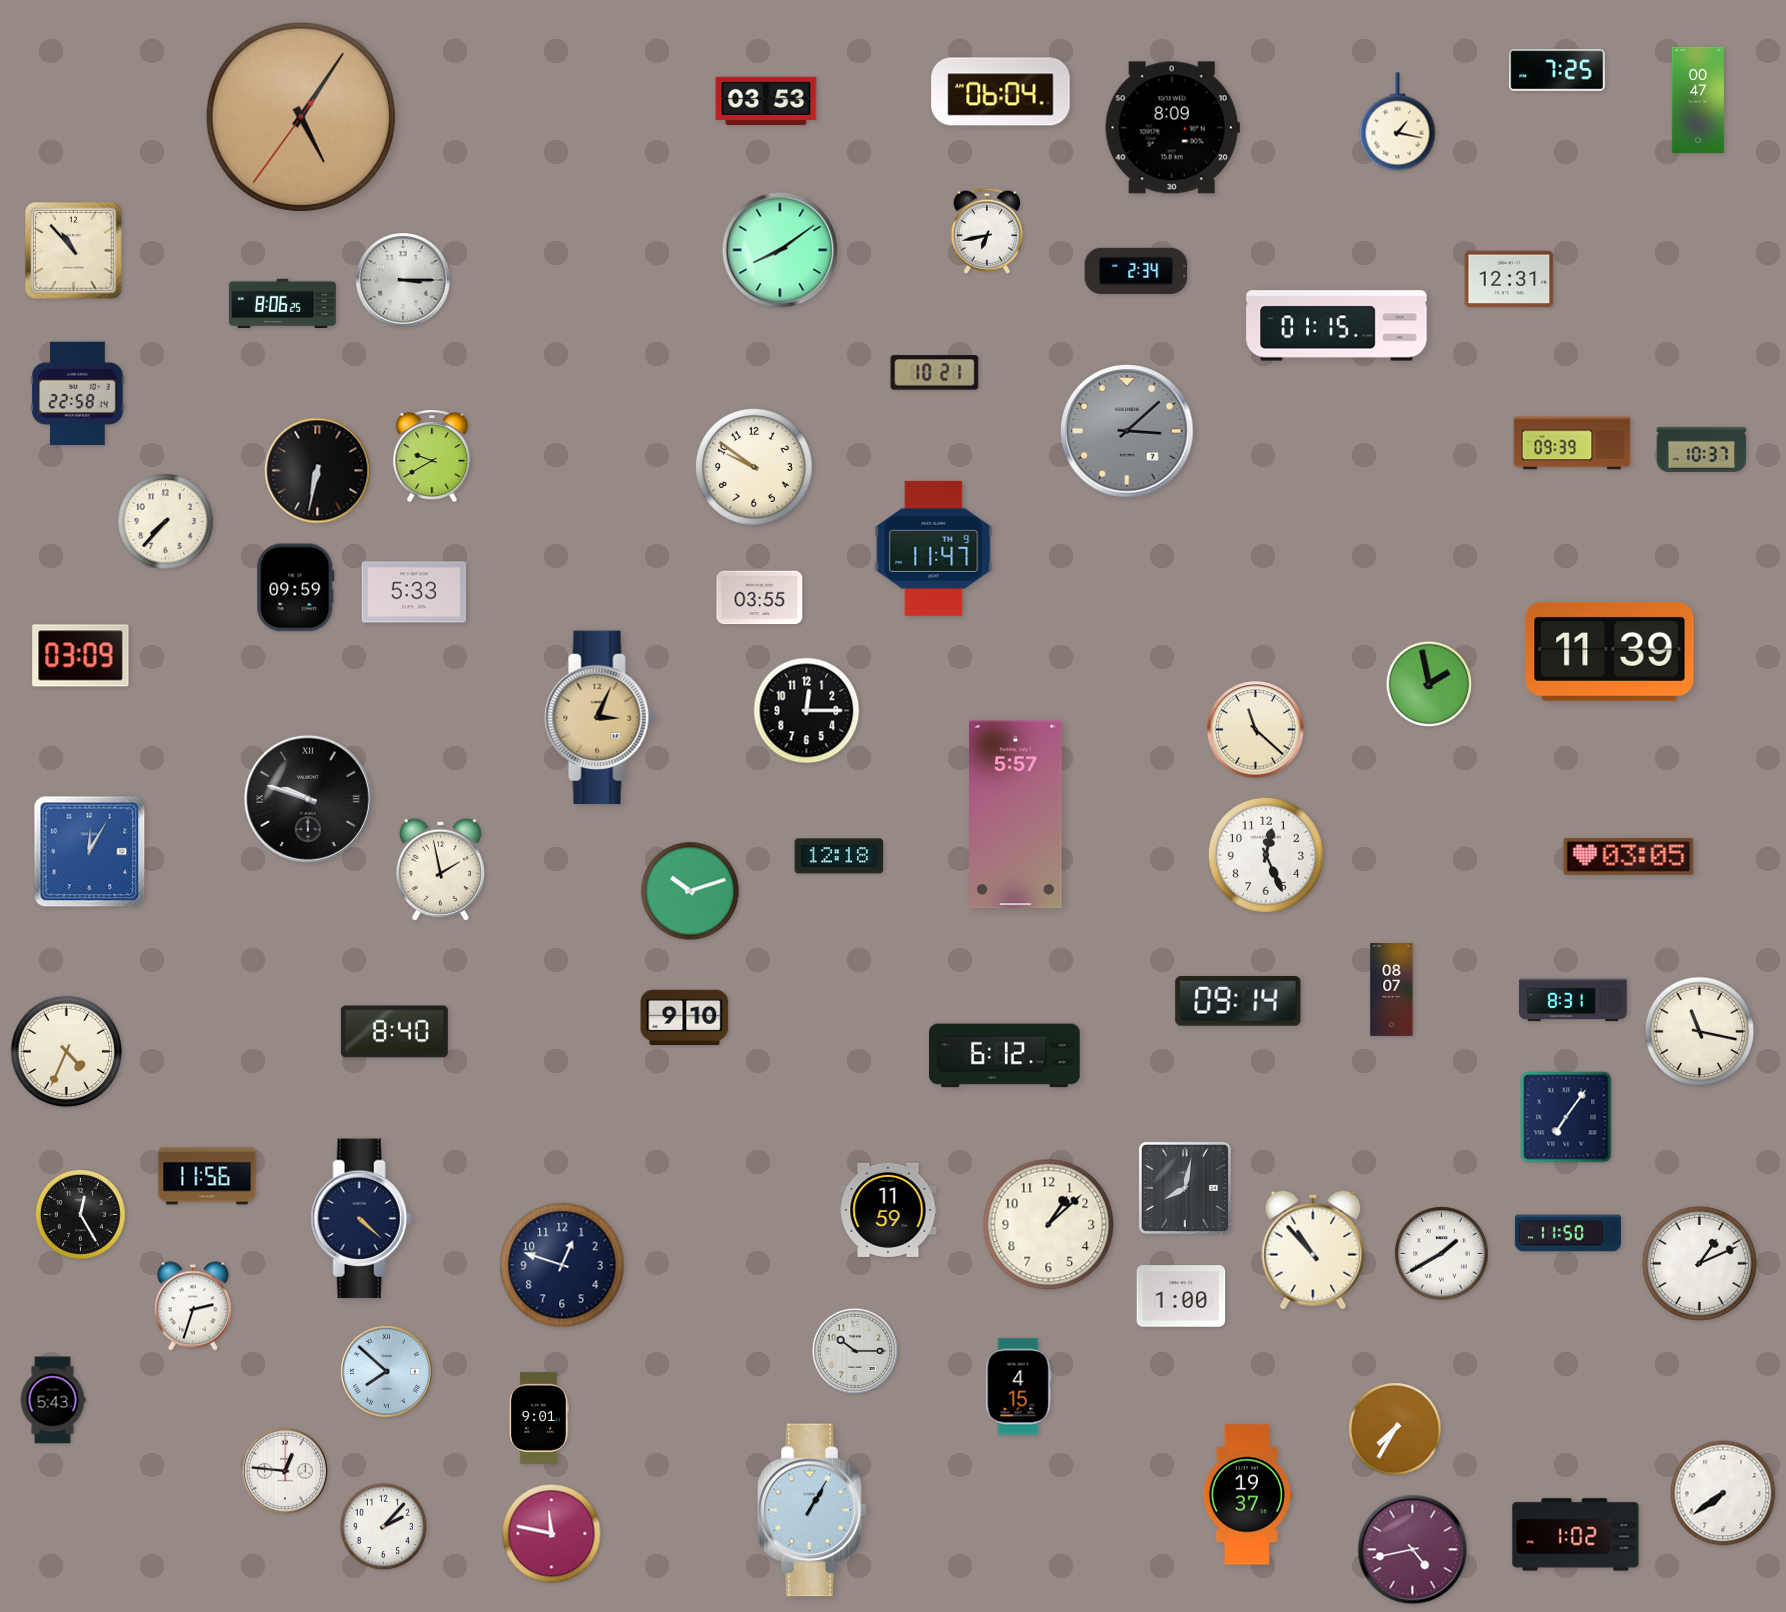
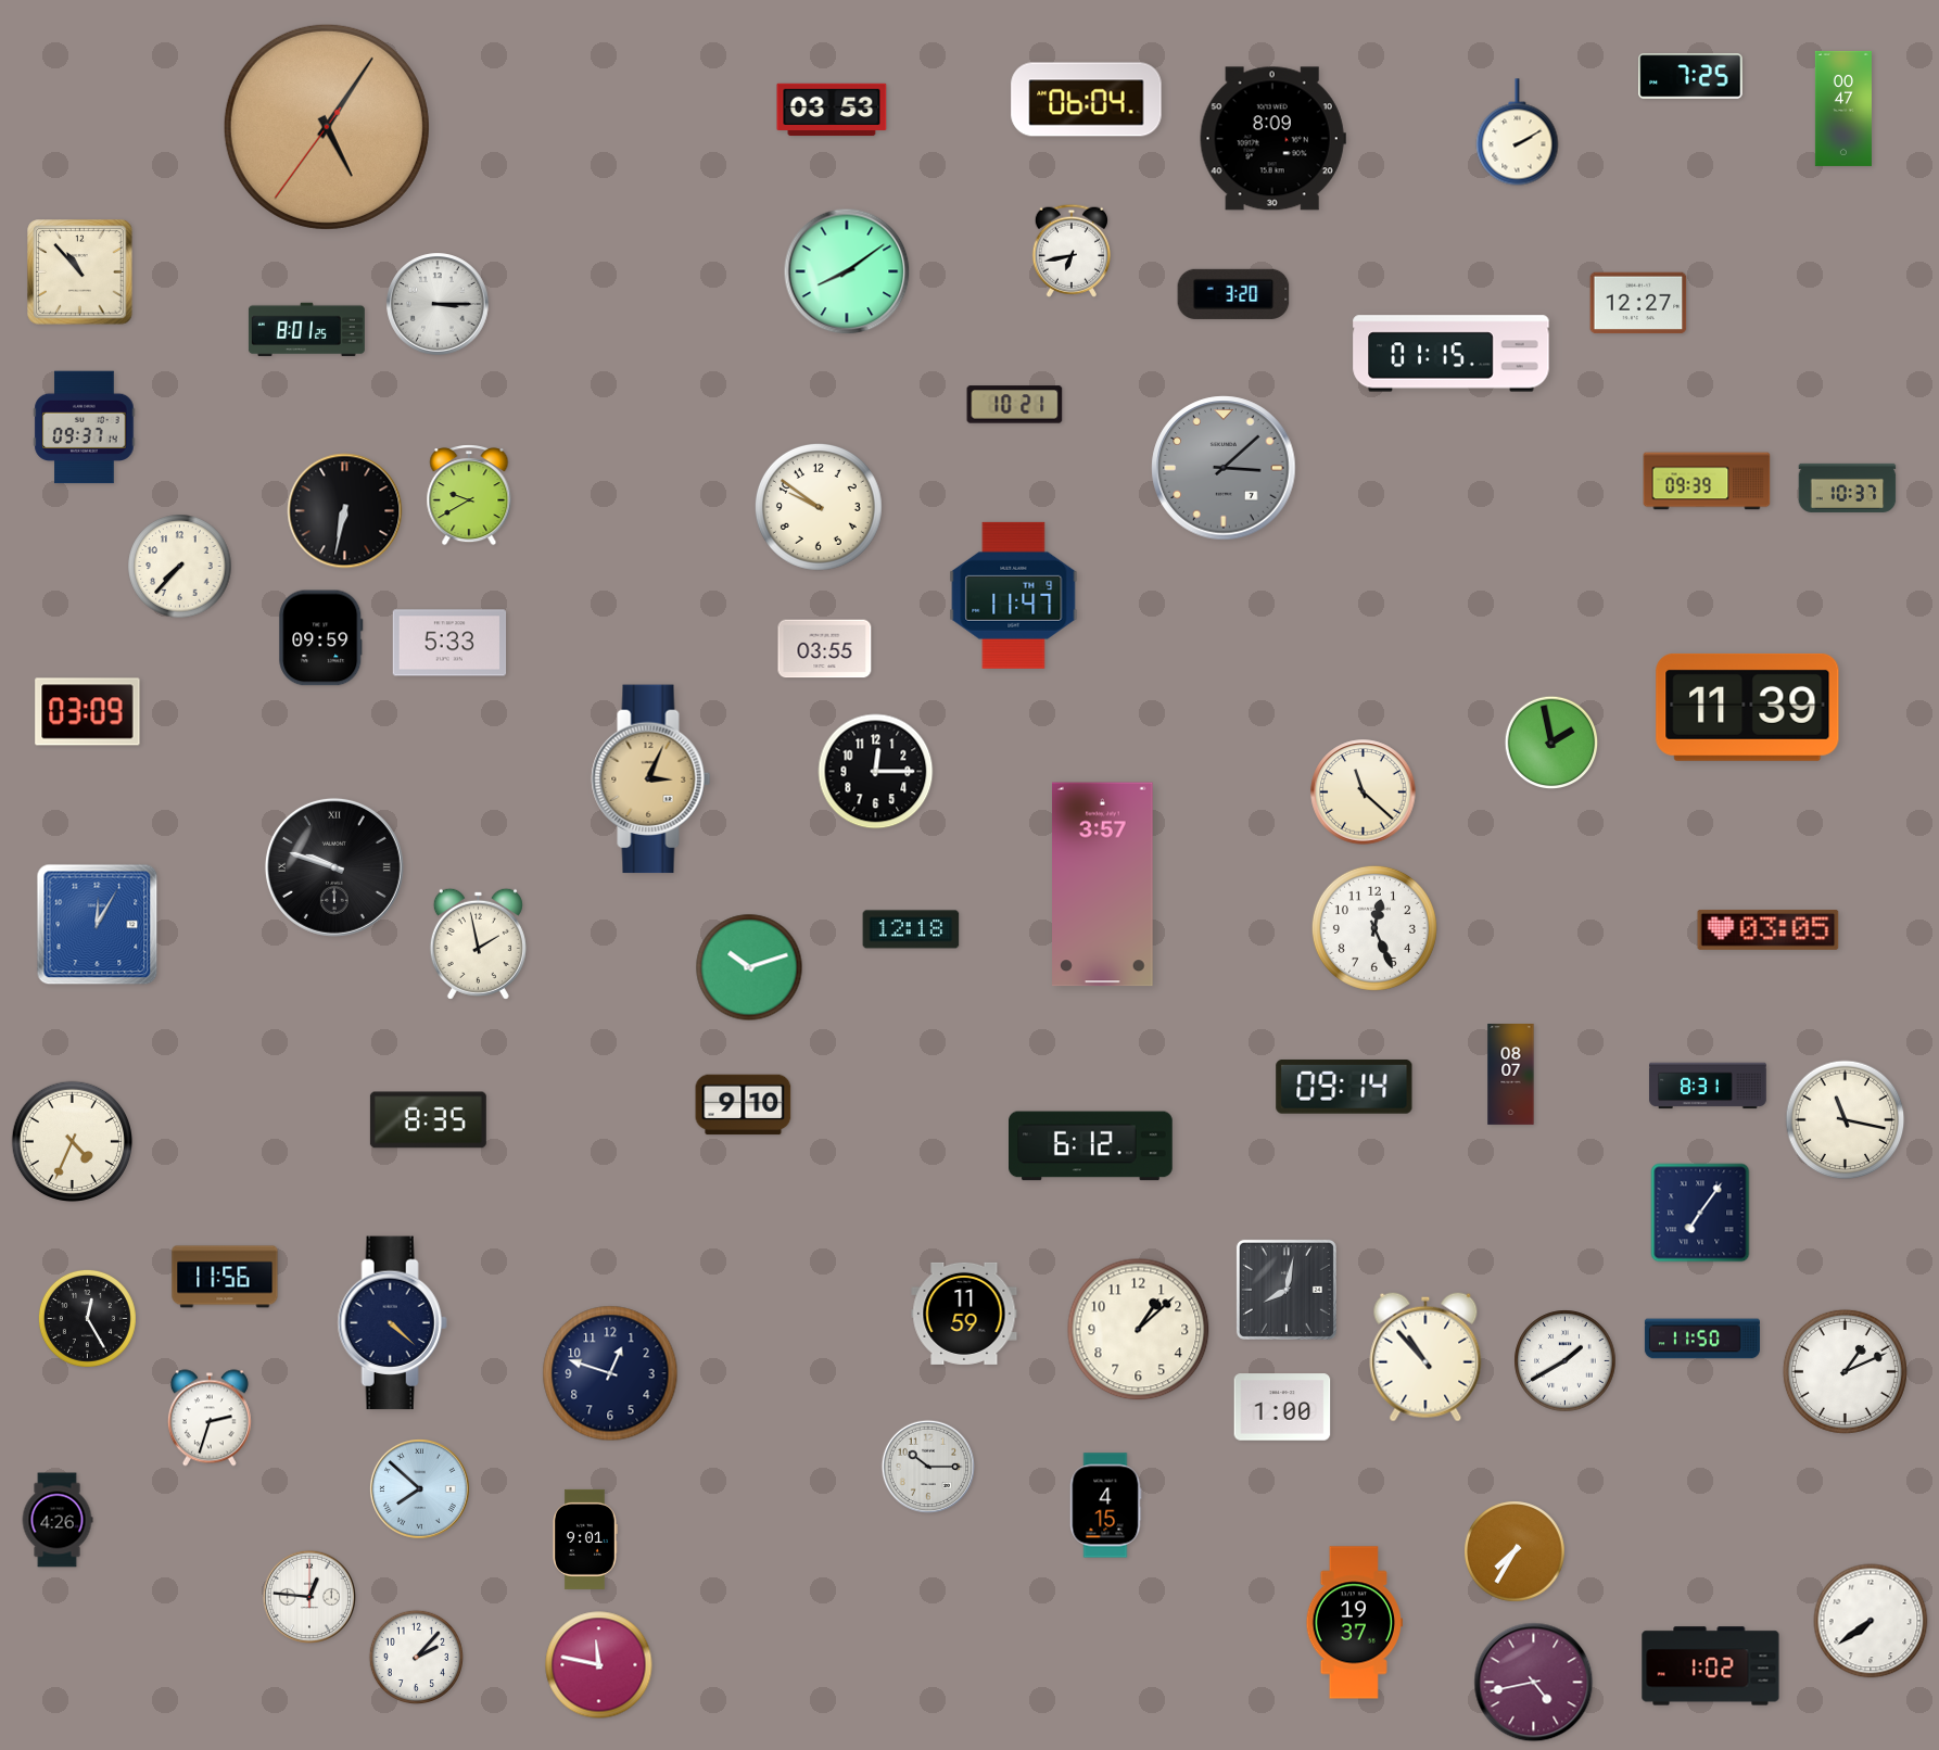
clock at (1398, 122): 1:17 -> 2:10
clock at (1136, 271): 2:34 -> 3:20
clock at (1509, 279): 12:31 -> 12:27
clock at (282, 304): 8:06 -> 8:01
clock at (78, 394): 22:58 -> 09:37
clock at (1016, 815): 5:57 -> 3:57
clock at (394, 1032): 8:40 -> 8:35
clock at (53, 1400): 5:43 -> 4:26
clock at (812, 1510): 1:05 -> none
